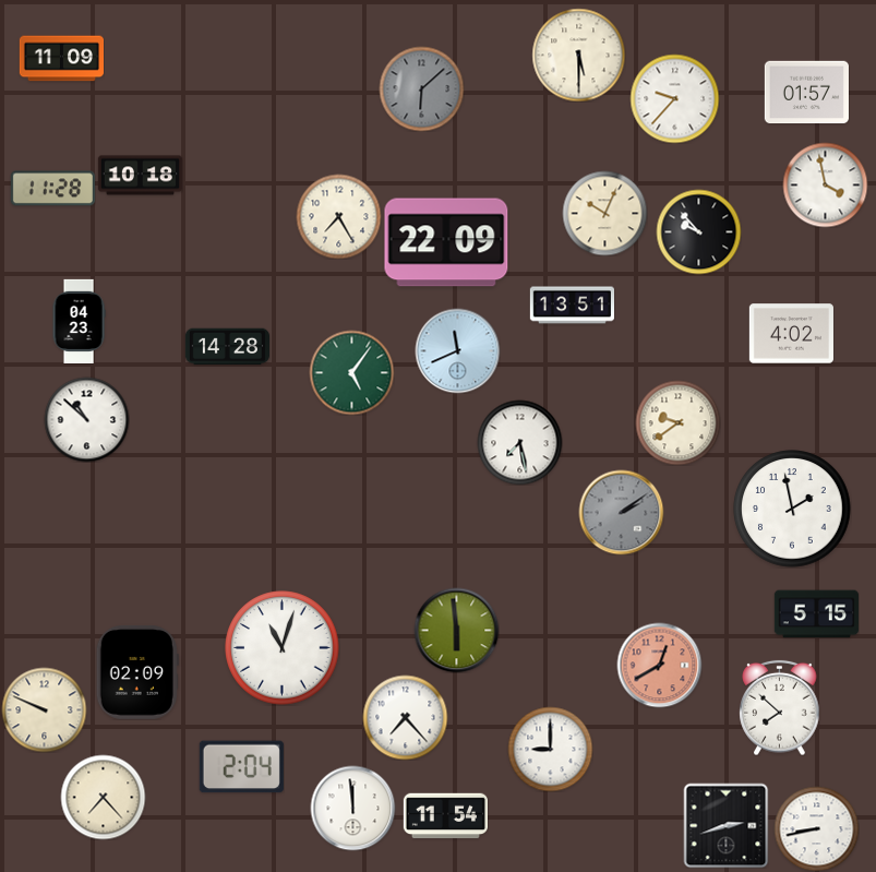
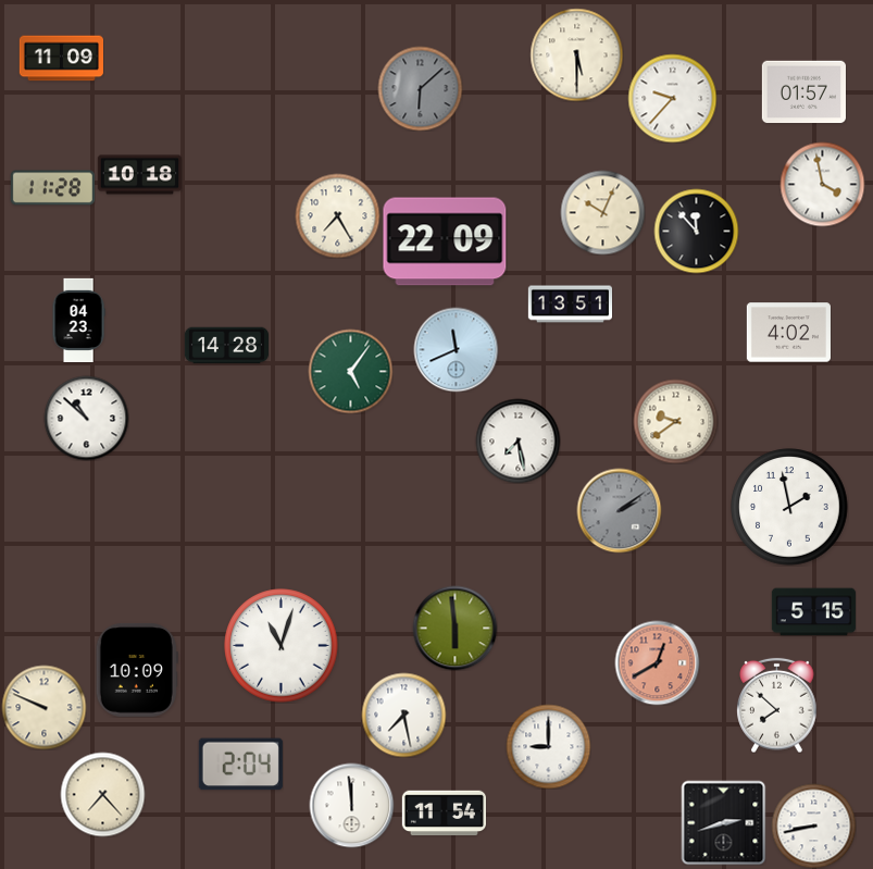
clock at (698, 231): 9:53 -> 11:53
clock at (137, 672): 02:09 -> 10:09
clock at (405, 717): 7:23 -> 7:28
